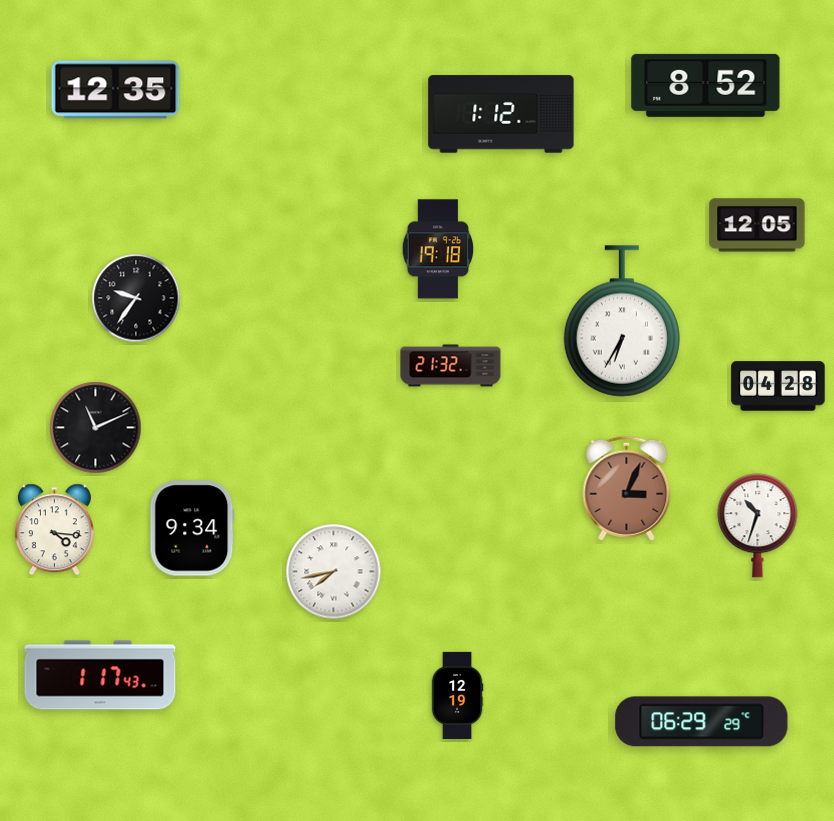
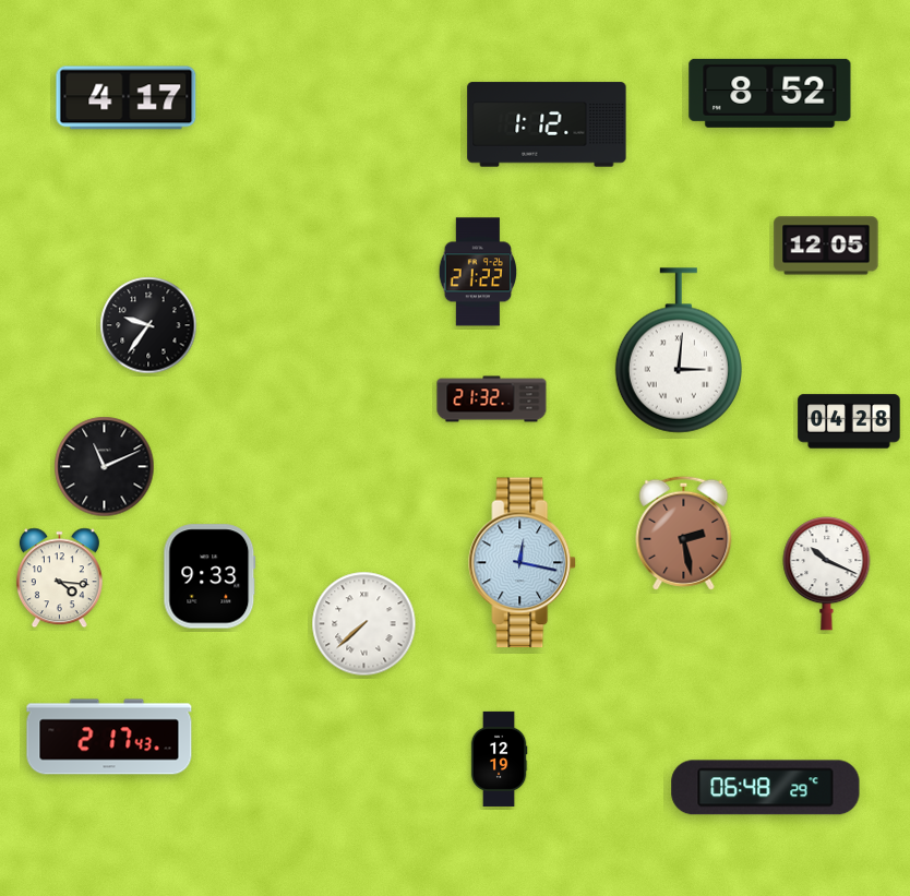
clock at (116, 90): 12:35 -> 4:17
clock at (438, 249): 19:18 -> 21:22
clock at (622, 321): 6:35 -> 3:01
clock at (627, 488): 3:04 -> 2:28
clock at (523, 563): none -> 12:17
clock at (758, 526): 10:33 -> 10:19
clock at (192, 528): 9:34 -> 9:33
clock at (334, 572): 7:43 -> 7:38
clock at (100, 675): 1:17 -> 2:17
clock at (702, 722): 06:29 -> 06:48
